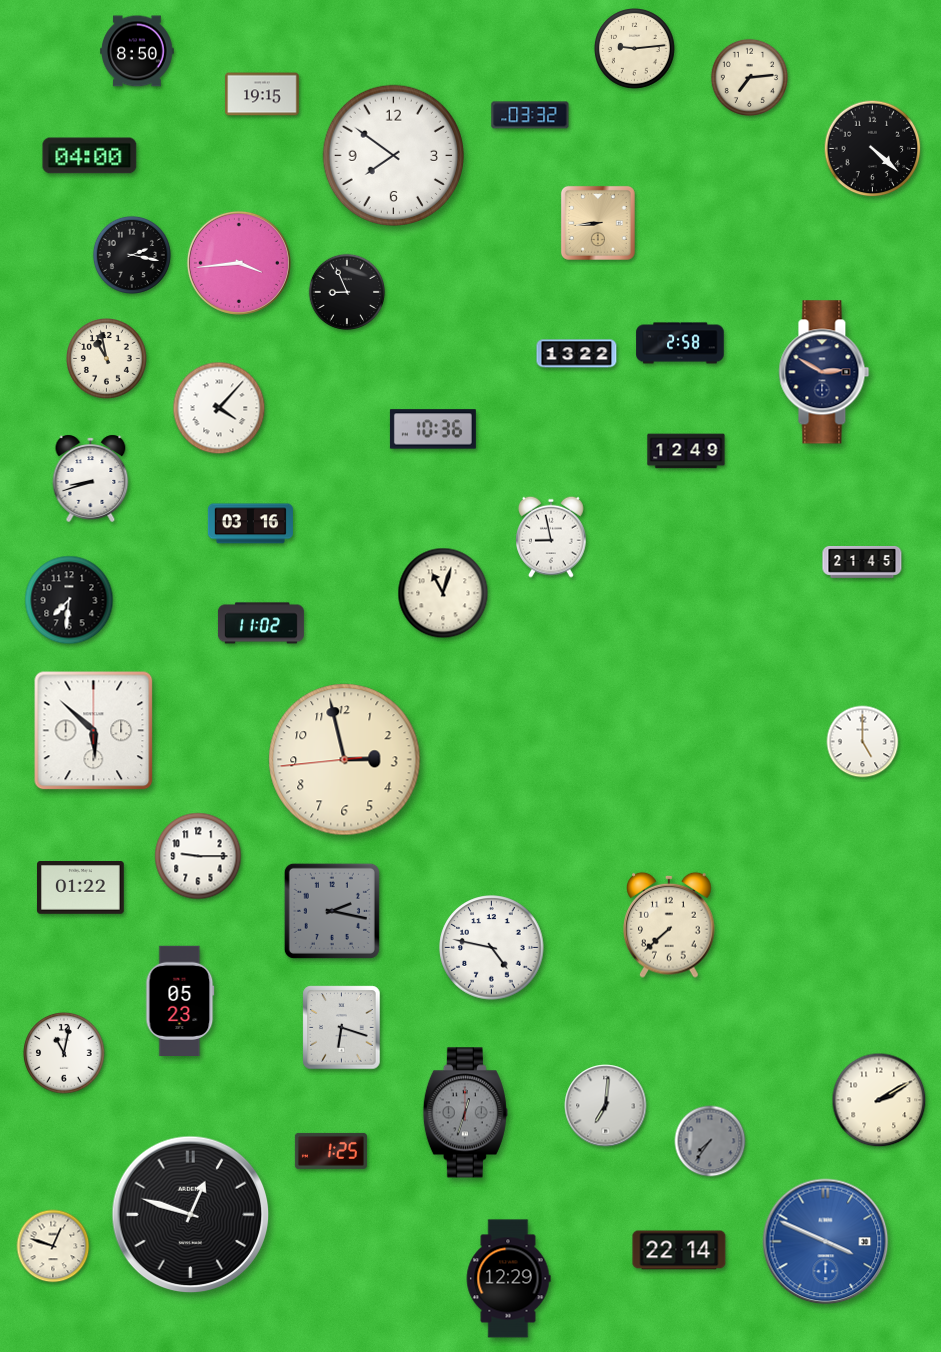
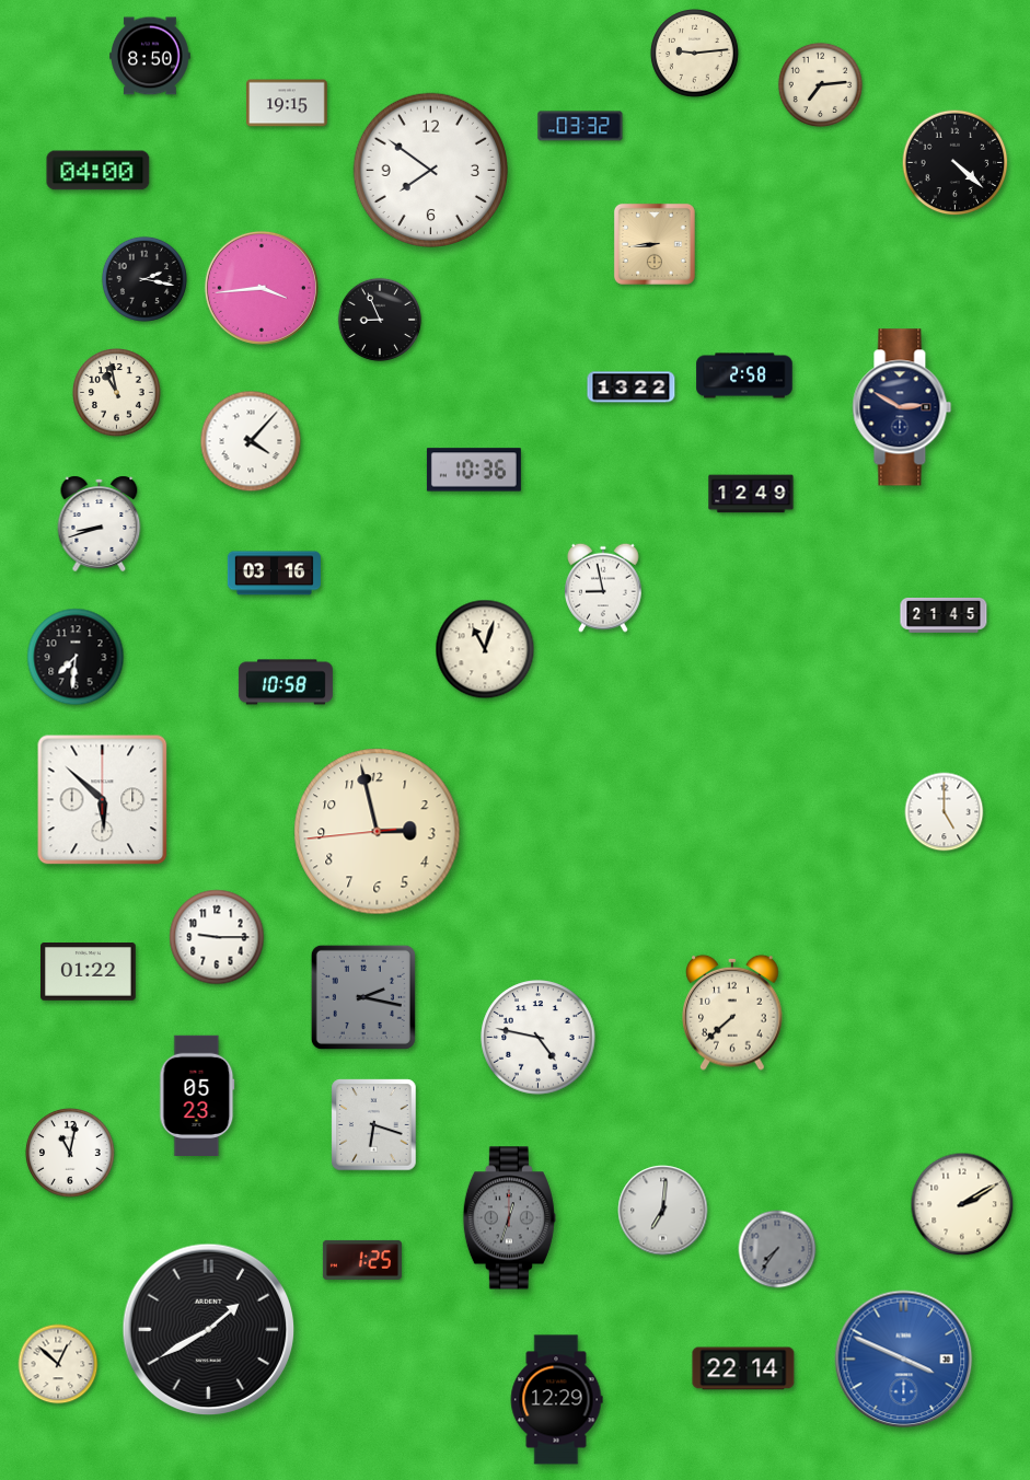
clock at (219, 408) position: (219, 408) -> (251, 441)
clock at (261, 623): 11:02 -> 10:58
clock at (191, 1215): 12:48 -> 1:40
clock at (53, 1246): 12:48 -> 12:52
